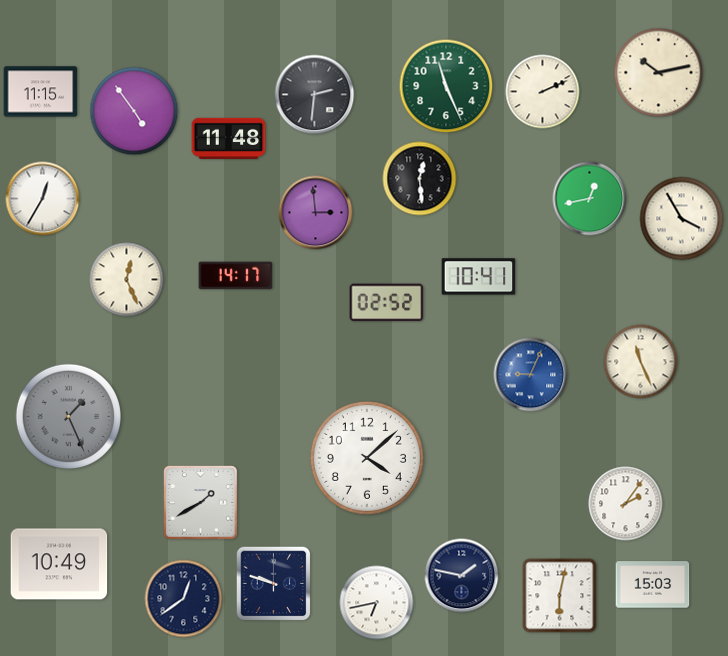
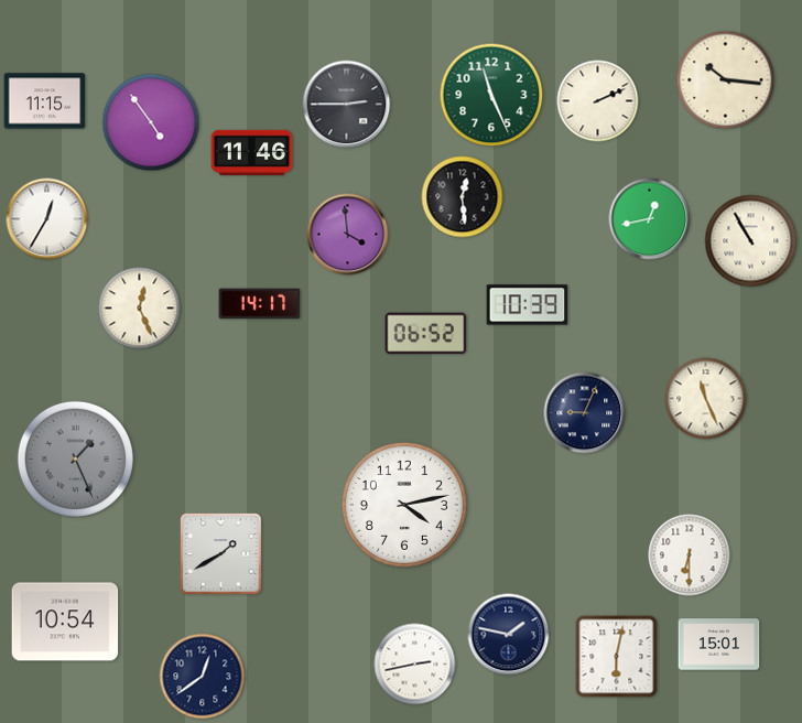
clock at (659, 73): 10:13 -> 10:16
clock at (315, 95): 2:31 -> 2:45
clock at (134, 111) position: (134, 111) -> (151, 122)
clock at (229, 138): 11:48 -> 11:46
clock at (316, 213): 2:59 -> 3:59
clock at (682, 219): 3:55 -> 10:55
clock at (479, 277): 10:41 -> 10:39
clock at (387, 303): 02:52 -> 06:52
clock at (531, 375) dial: blue -> navy
clock at (367, 458): 4:08 -> 4:13
clock at (626, 504): 2:06 -> 6:30
clock at (59, 564): 10:49 -> 10:54
clock at (274, 584): 9:48 -> none
clock at (653, 585): 15:03 -> 15:01
clock at (184, 599) position: (184, 599) -> (203, 677)
clock at (377, 603): 6:43 -> 2:43
